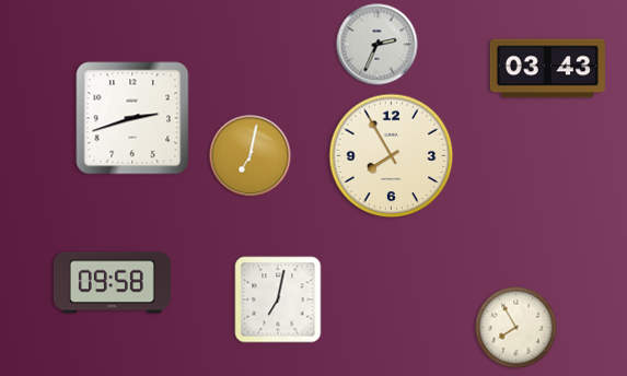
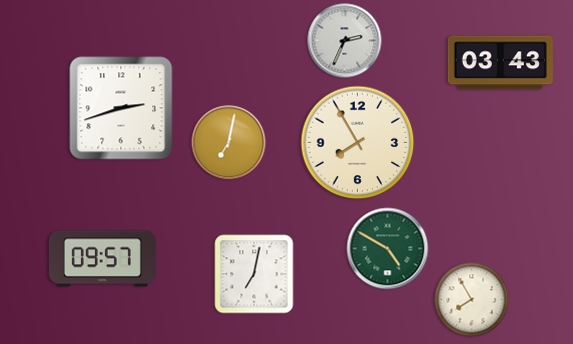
clock at (388, 249): none -> 4:50
clock at (112, 283): 09:58 -> 09:57
